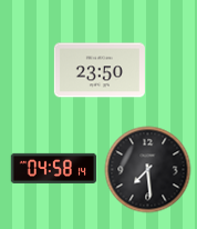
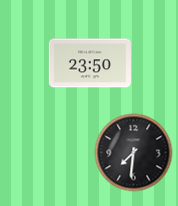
clock at (53, 168): 04:58 -> none
clock at (147, 169): 7:29 -> 7:31
